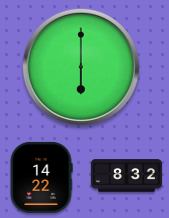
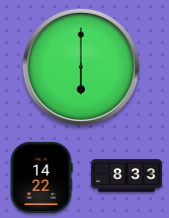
clock at (126, 176): 8:32 -> 8:33
